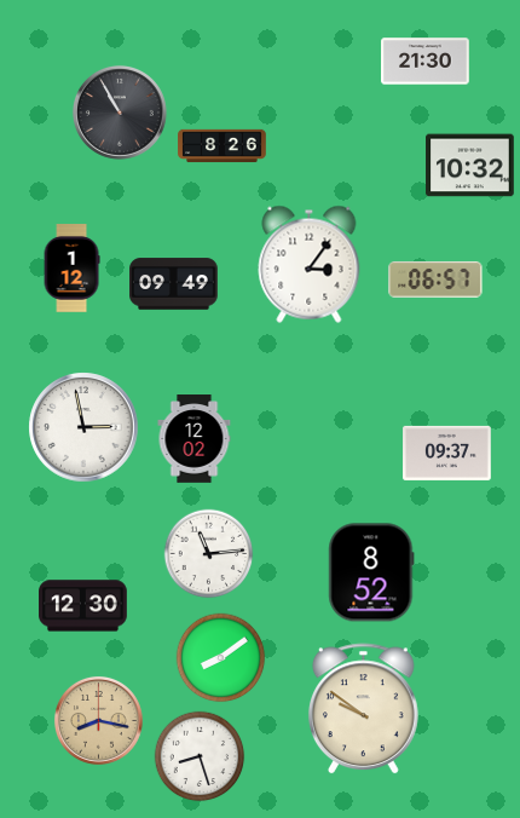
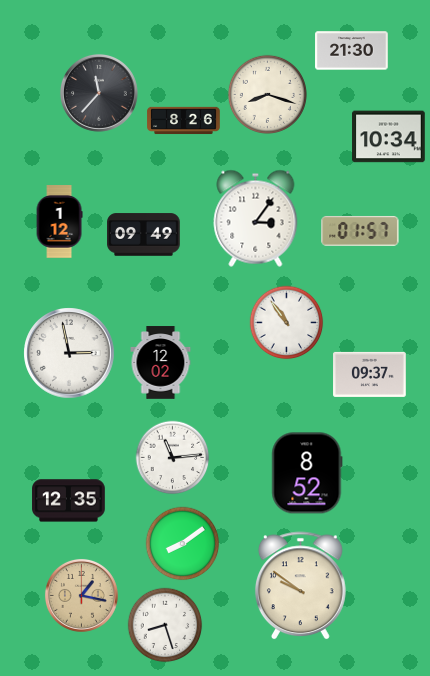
clock at (120, 113): 10:55 -> 11:37
clock at (267, 94): none -> 8:18
clock at (470, 166): 10:32 -> 10:34
clock at (435, 280): 06:57 -> 01:57
clock at (287, 323): none -> 10:54
clock at (83, 606): 12:30 -> 12:35
clock at (98, 720): 8:17 -> 1:17
